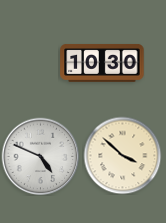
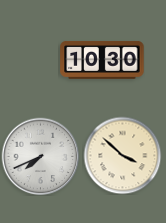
clock at (102, 63) position: (102, 63) -> (102, 60)
clock at (40, 156): 4:49 -> 7:41
